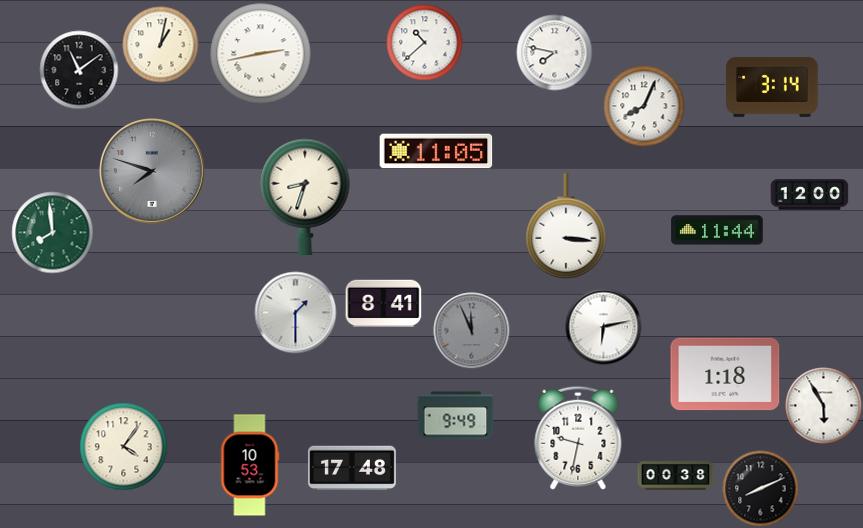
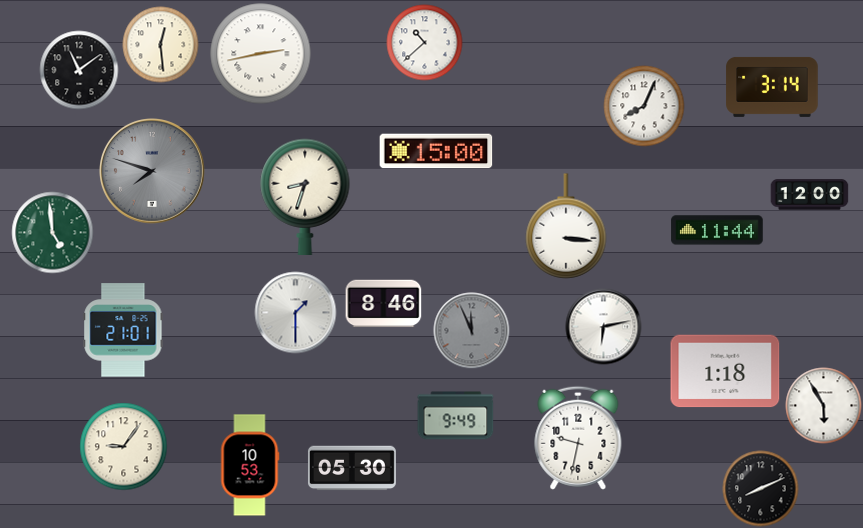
clock at (161, 45): 1:02 -> 12:29
clock at (555, 53): 7:47 -> none
clock at (436, 151): 11:05 -> 15:00
clock at (53, 233): 7:59 -> 4:59
clock at (384, 304): 8:41 -> 8:46
clock at (123, 330): none -> 21:01
clock at (725, 374) position: (725, 374) -> (725, 371)
clock at (124, 447): 4:06 -> 9:06
clock at (352, 468): 17:48 -> 05:30
clock at (676, 476): 00:38 -> none
